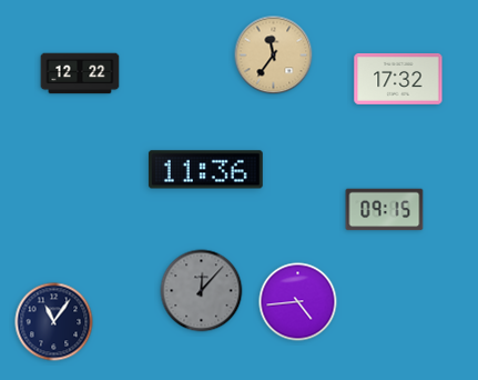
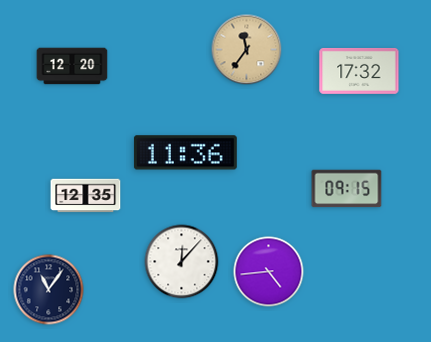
clock at (80, 73): 12:22 -> 12:20
clock at (86, 196): none -> 12:35
clock at (202, 291) dial: grey -> white
